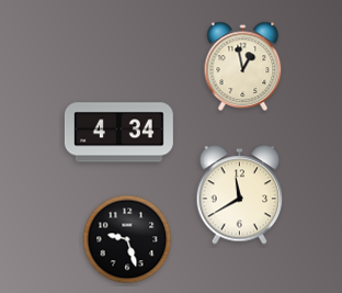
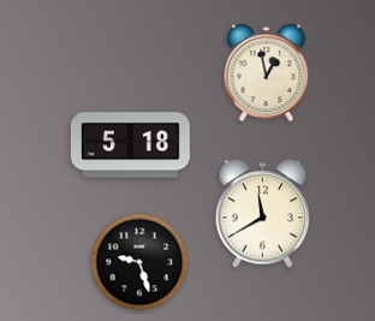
clock at (118, 133): 4:34 -> 5:18
